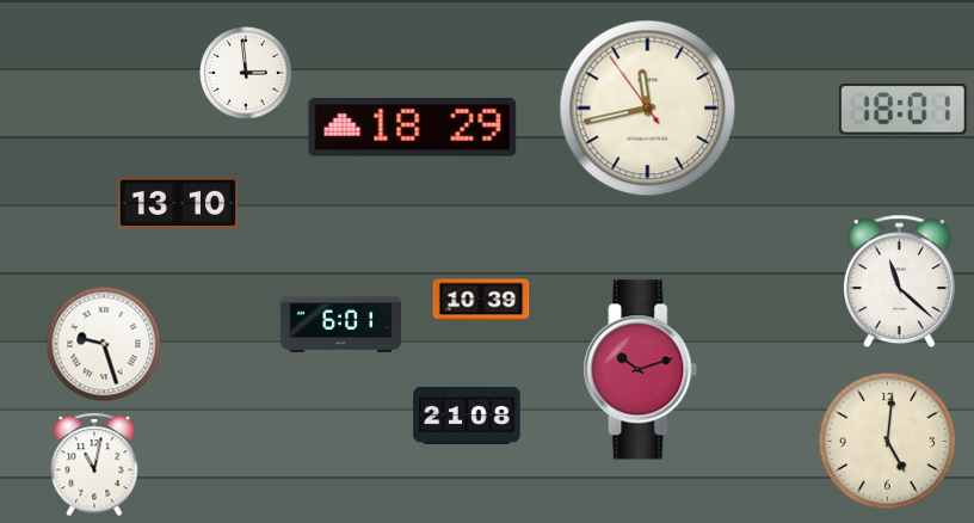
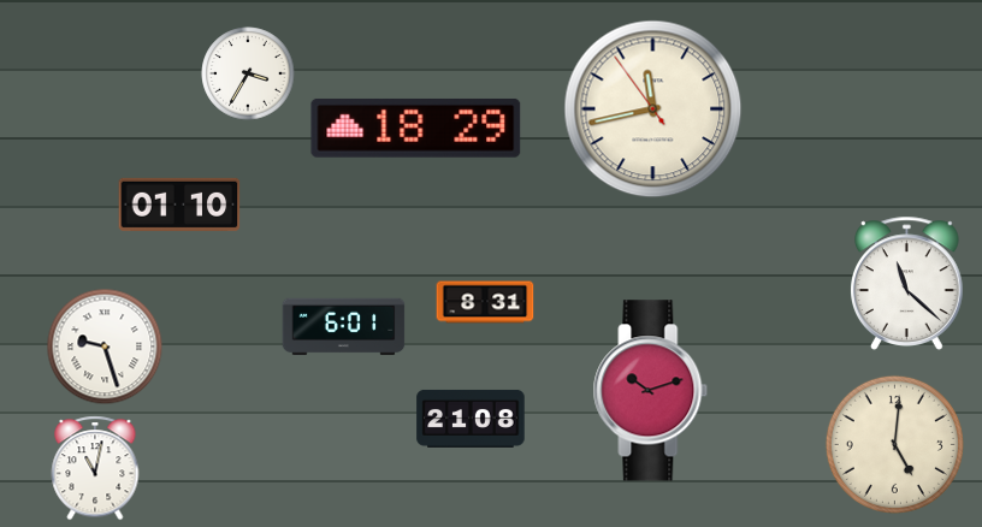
clock at (246, 73): 2:59 -> 3:35
clock at (902, 110): 18:01 -> none
clock at (178, 203): 13:10 -> 01:10
clock at (481, 300): 10:39 -> 8:31
clock at (641, 370) position: (641, 370) -> (651, 391)
